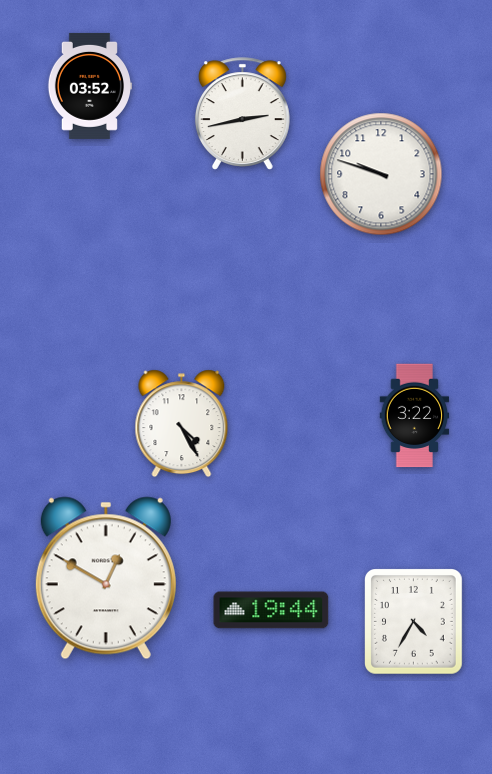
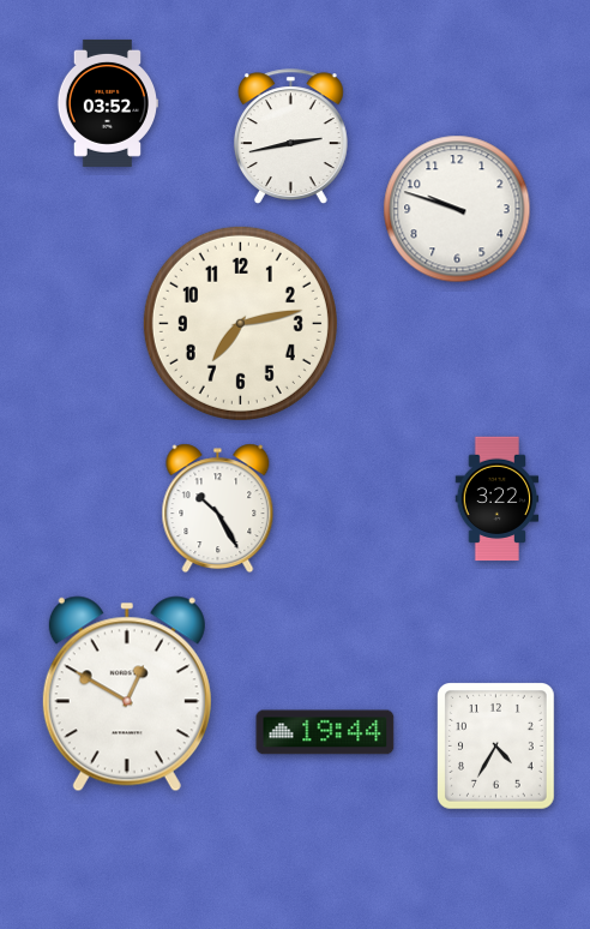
clock at (240, 323): none -> 7:13
clock at (182, 424): 4:25 -> 10:25
